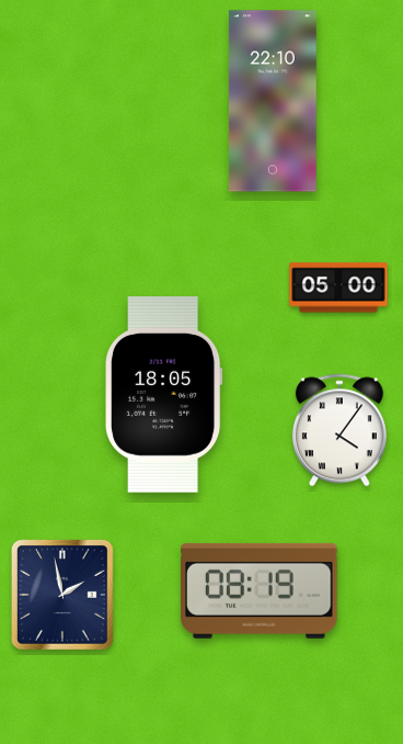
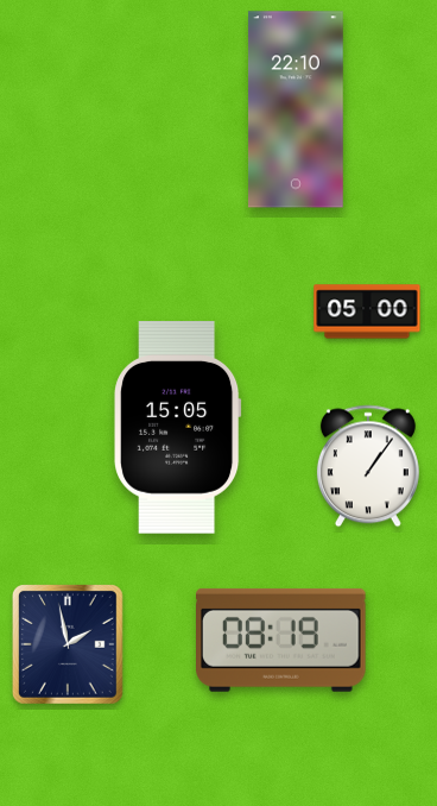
clock at (164, 395): 18:05 -> 15:05
clock at (339, 430): 4:06 -> 1:06
